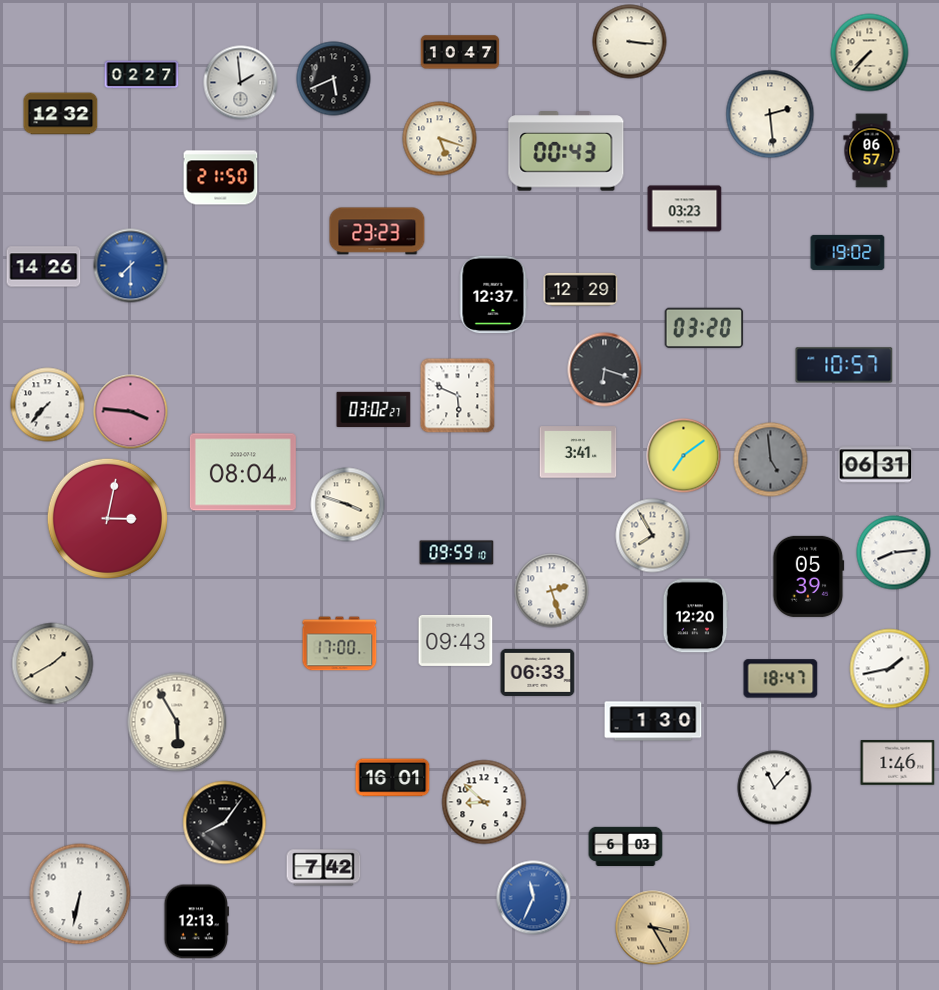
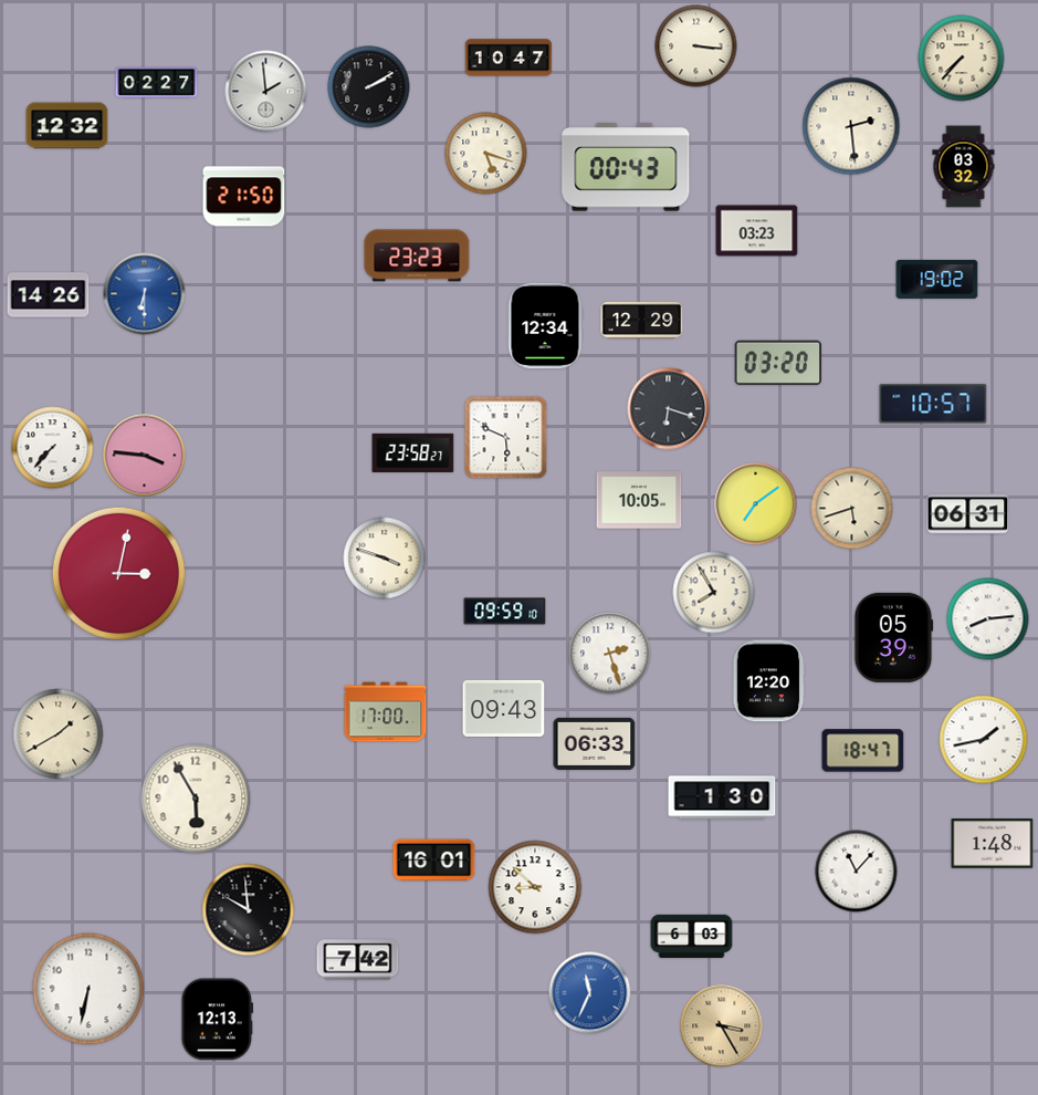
clock at (334, 79): 5:41 -> 2:10
clock at (872, 151): 06:57 -> 03:32
clock at (131, 266): 7:30 -> 6:30
clock at (493, 295): 12:37 -> 12:34
clock at (374, 409): 03:02 -> 23:58
clock at (578, 452): 3:41 -> 10:05
clock at (771, 460): 4:59 -> 5:42
clock at (771, 460) dial: grey -> cream
clock at (243, 472): 08:04 -> none
clock at (653, 536) position: (653, 536) -> (714, 593)
clock at (894, 553) position: (894, 553) -> (988, 619)
clock at (340, 644) position: (340, 644) -> (386, 712)
clock at (898, 763): 1:46 -> 1:48
clock at (225, 823): 8:06 -> 9:59
